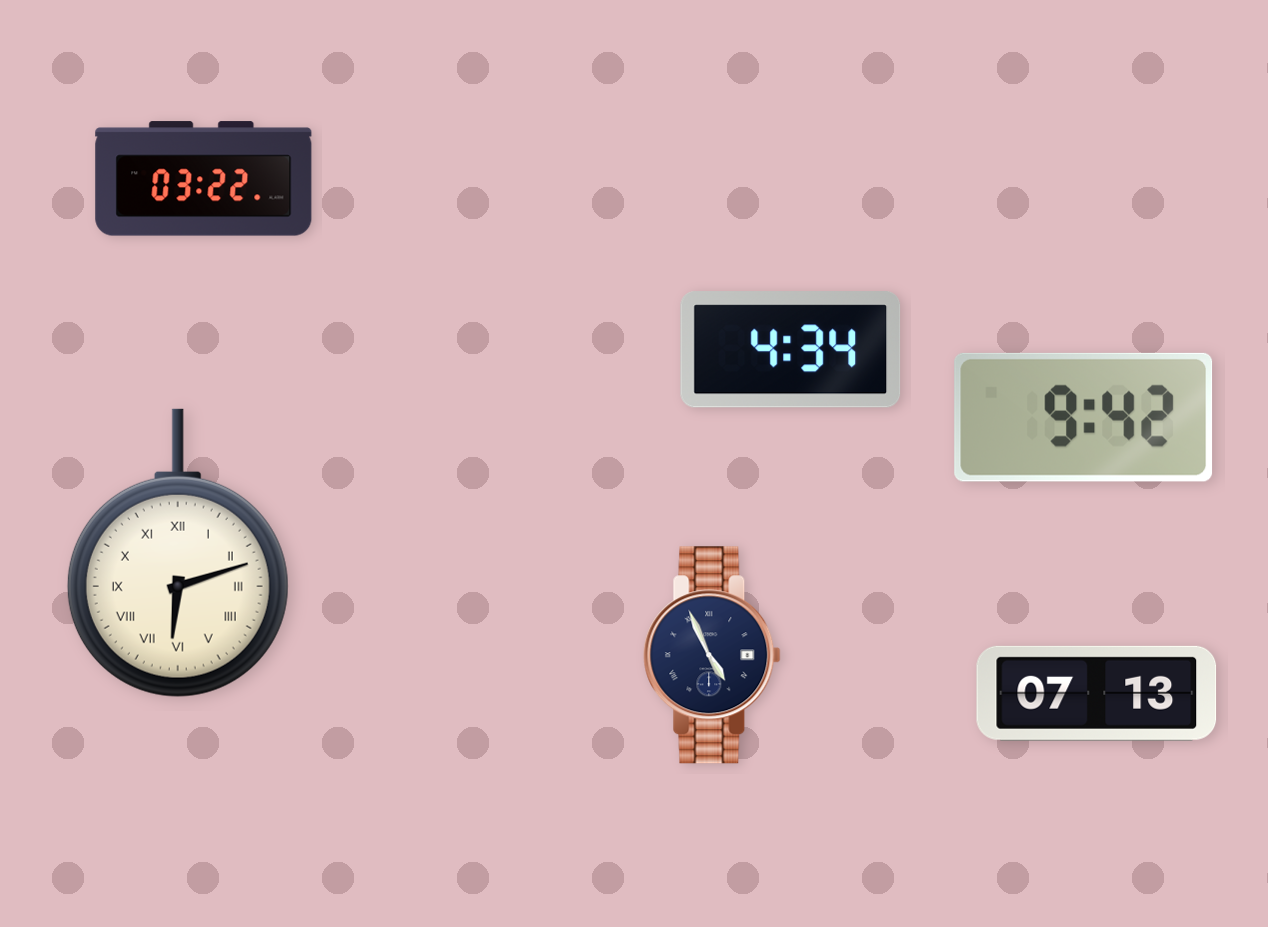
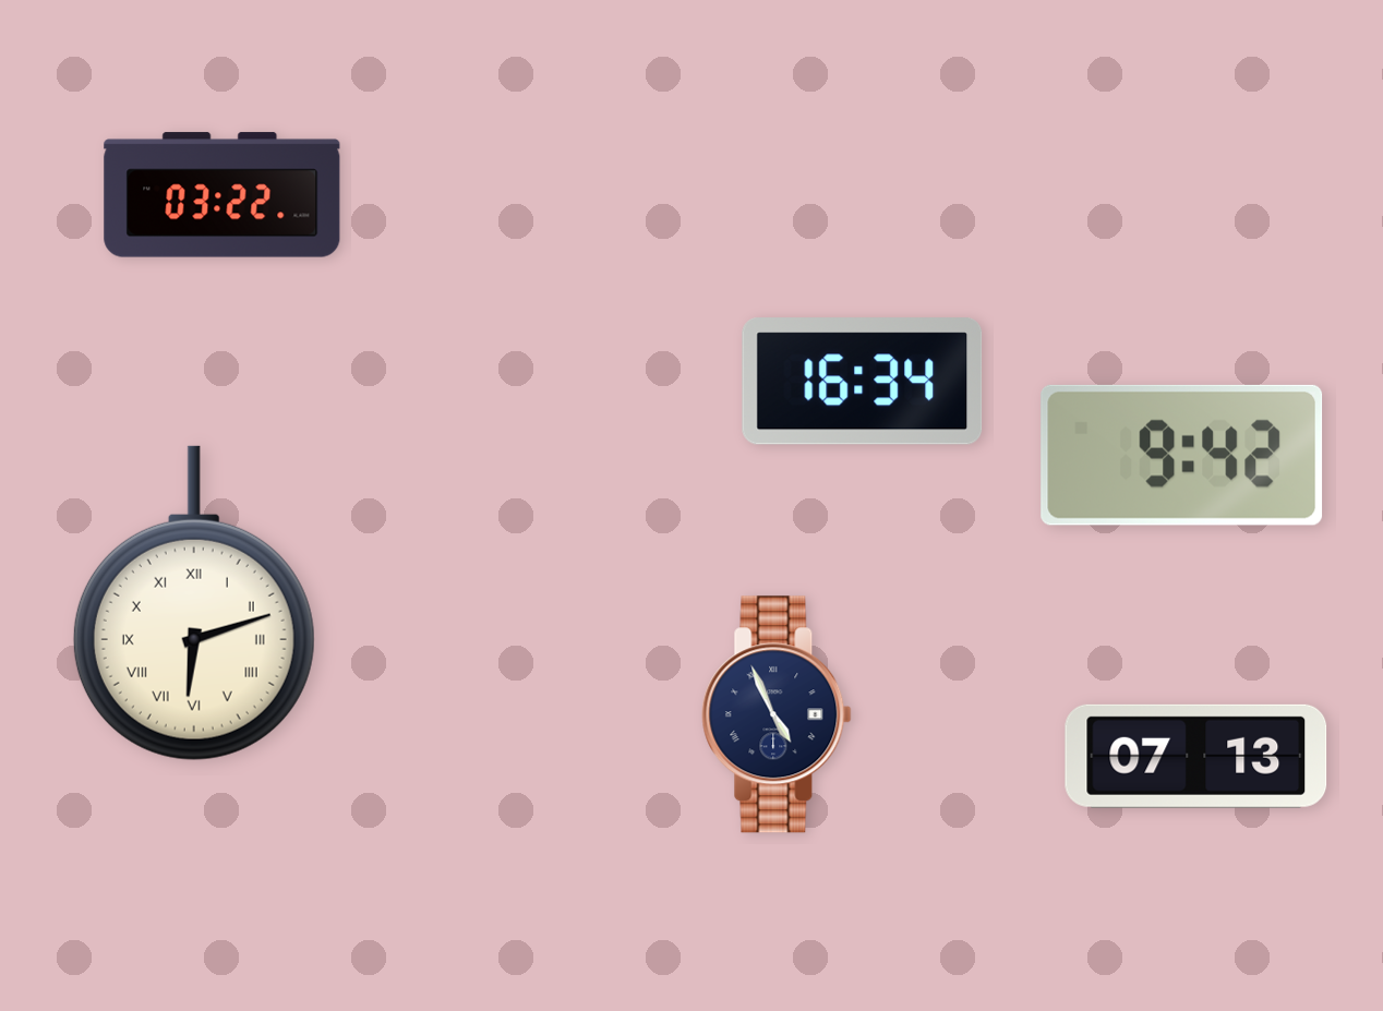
clock at (791, 350): 4:34 -> 16:34
